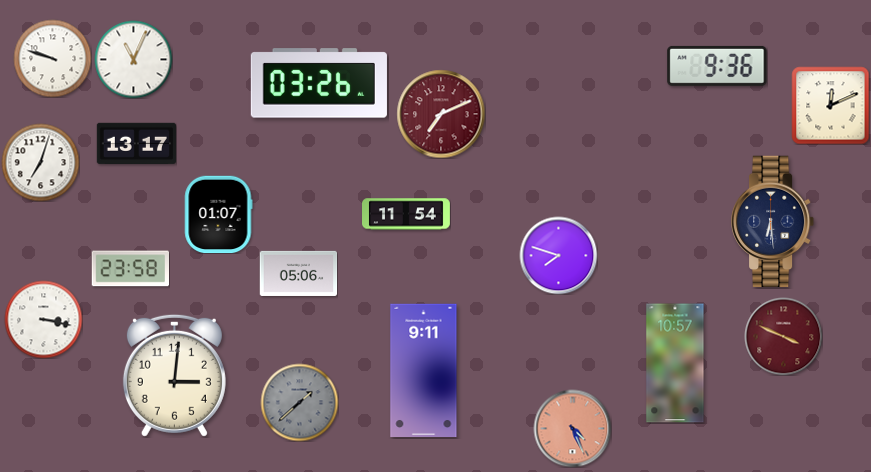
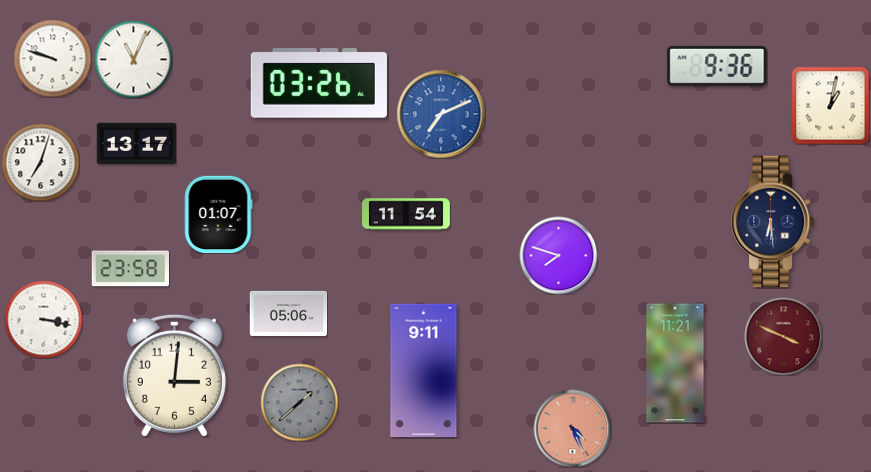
clock at (830, 105): 12:11 -> 1:02
clock at (441, 114) dial: burgundy -> blue
clock at (298, 273) position: (298, 273) -> (288, 313)
clock at (675, 363): 10:57 -> 11:21
